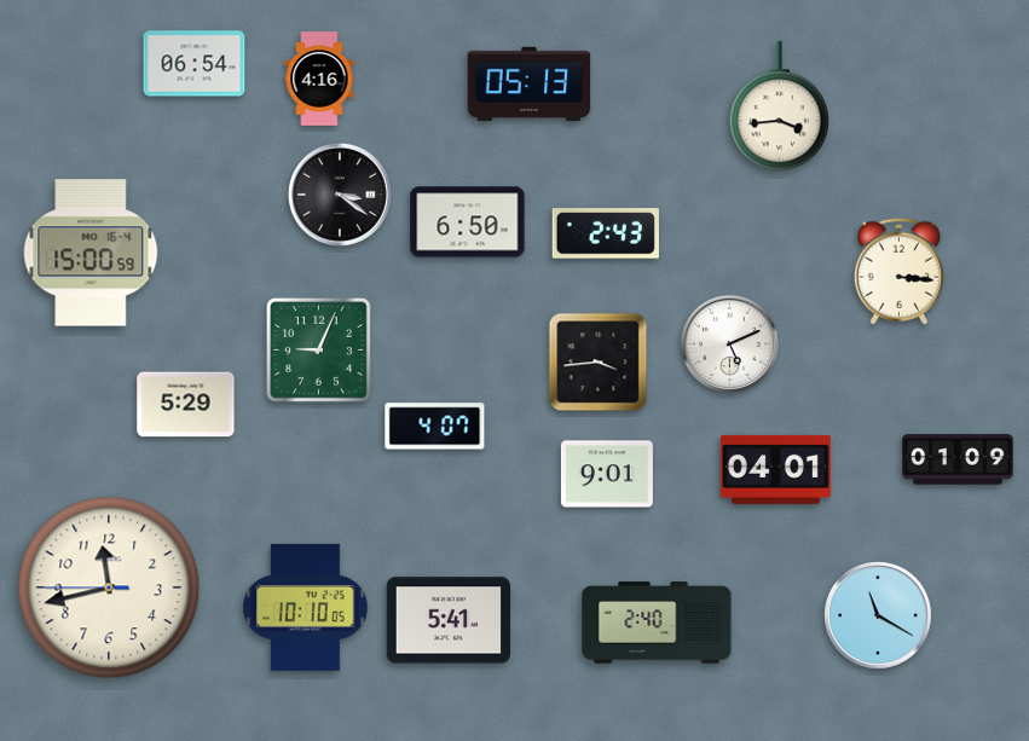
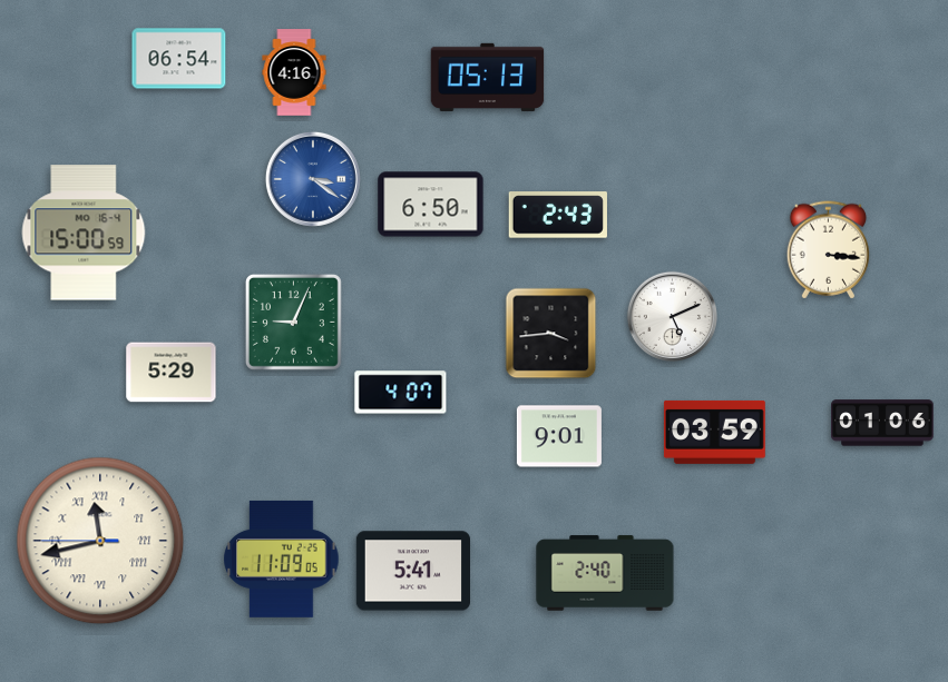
clock at (779, 106): 3:44 -> none
clock at (340, 195) dial: black -> blue
clock at (958, 459): 01:09 -> 01:06
clock at (775, 469): 04:01 -> 03:59
clock at (109, 587) numerals: Arabic -> Roman
clock at (306, 607): 10:10 -> 11:09
clock at (878, 615): 11:20 -> none
